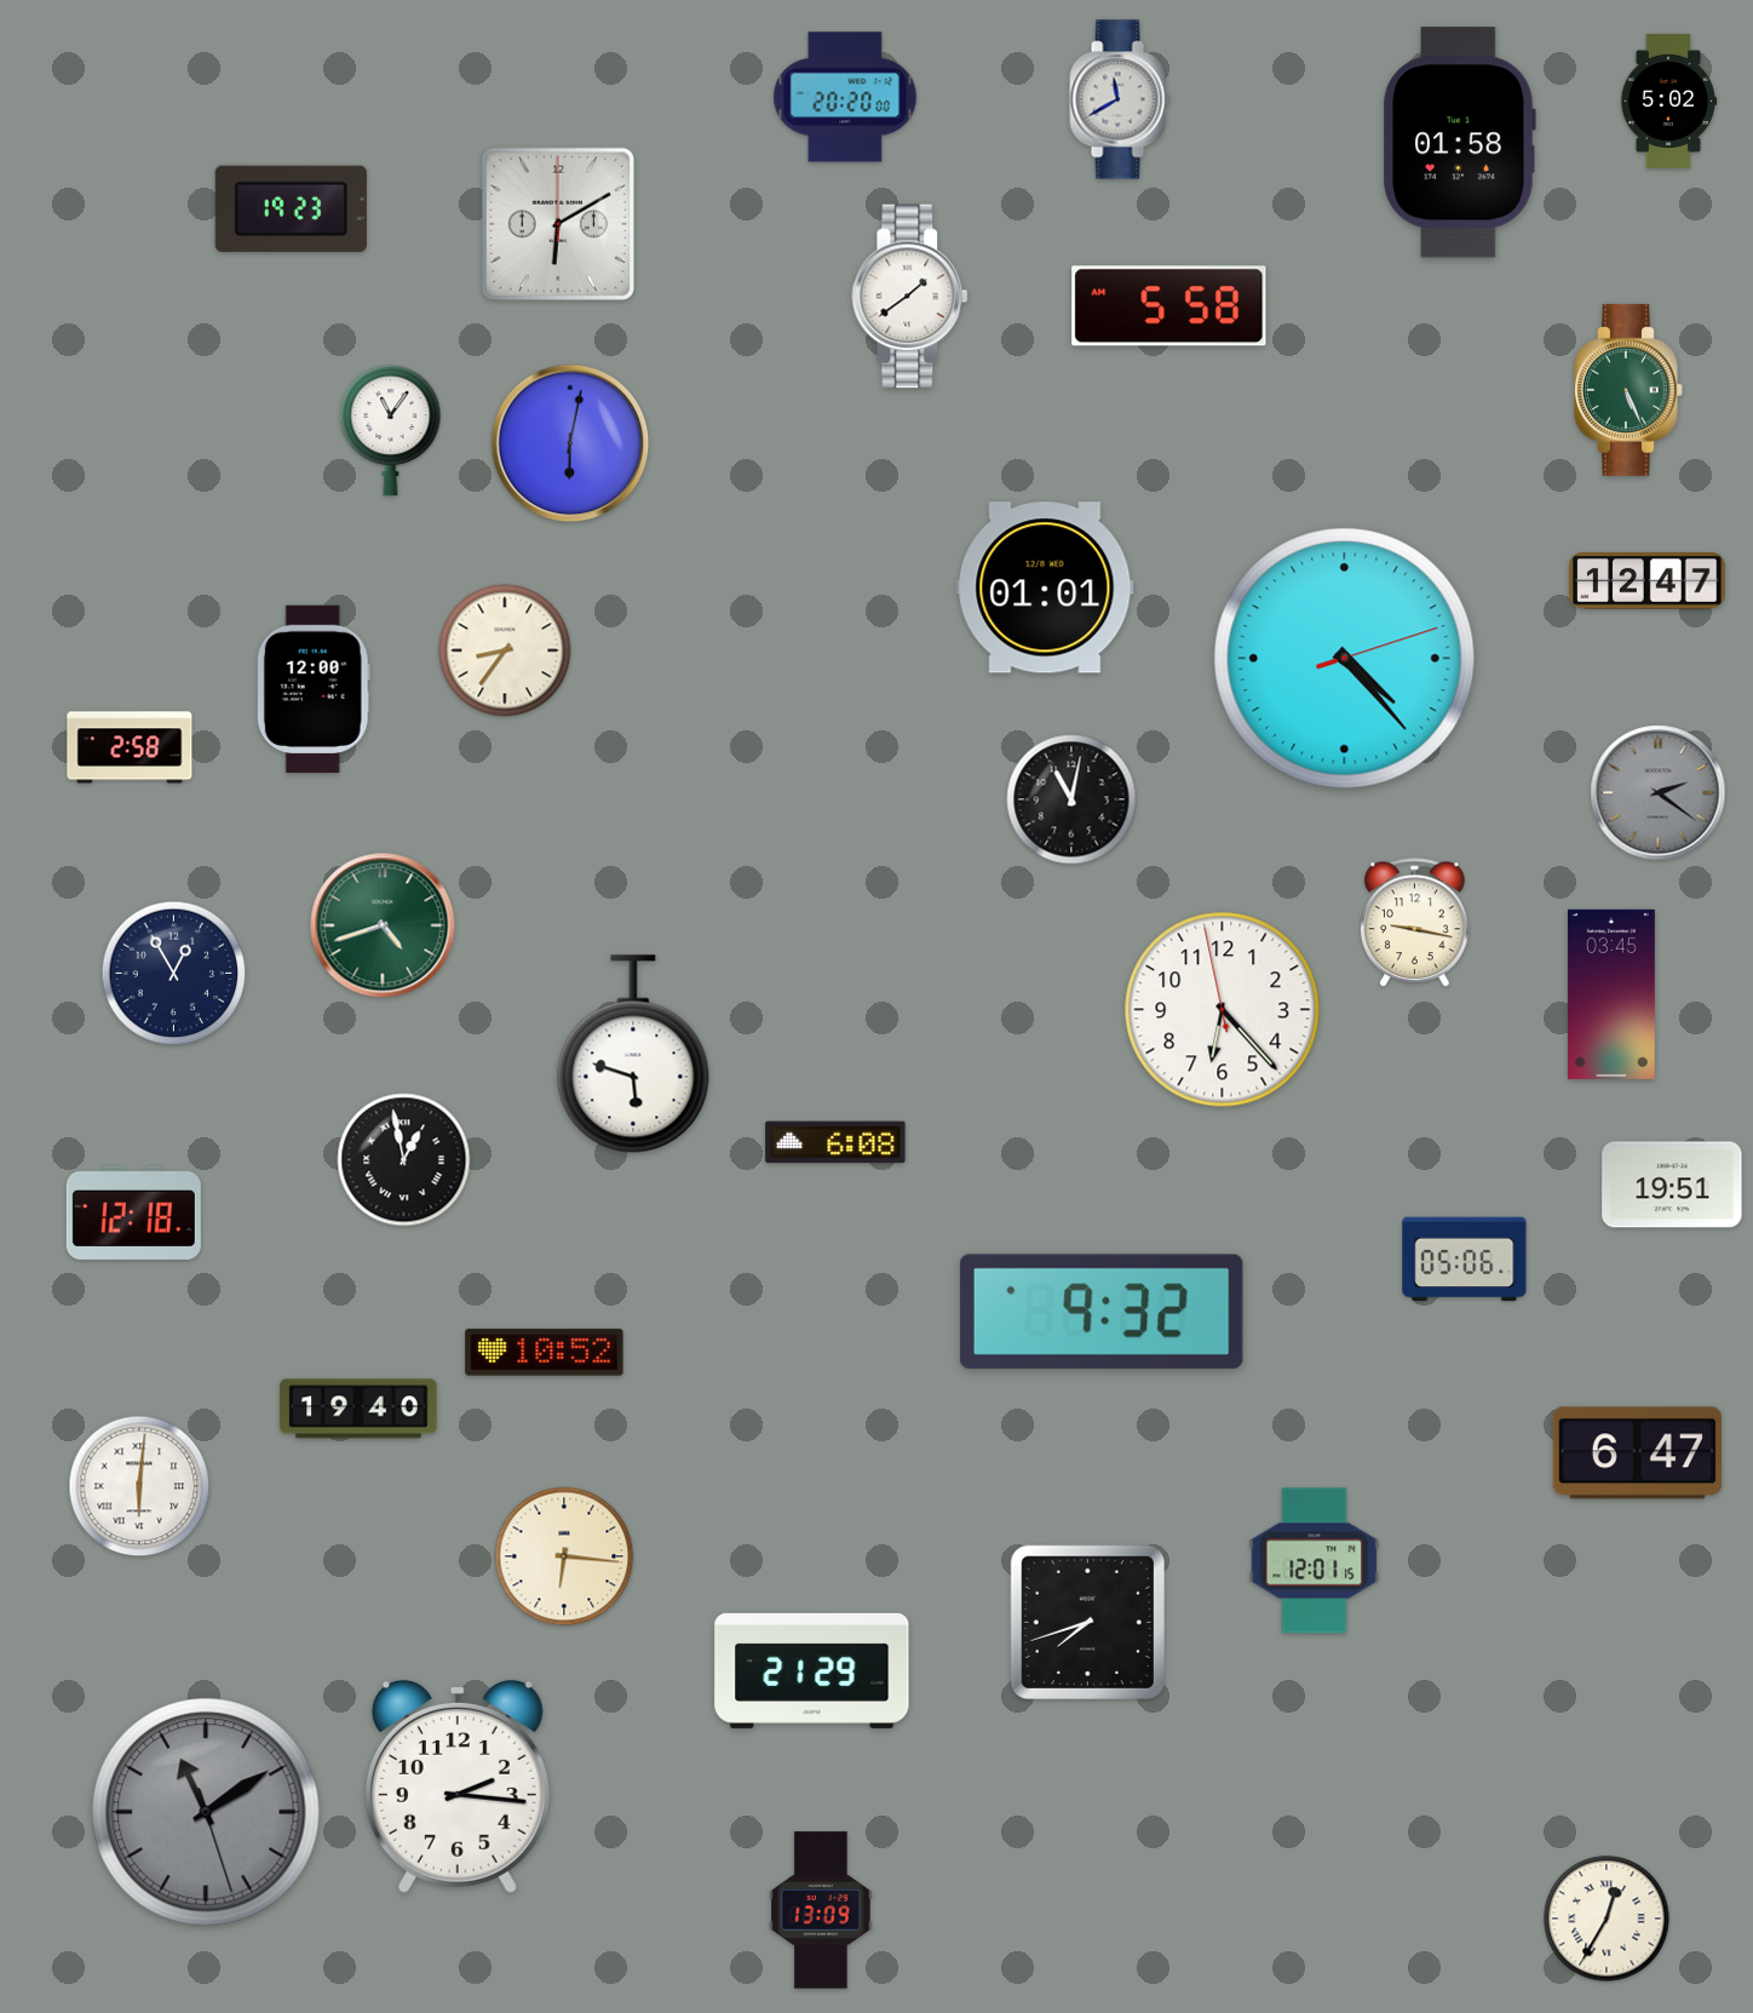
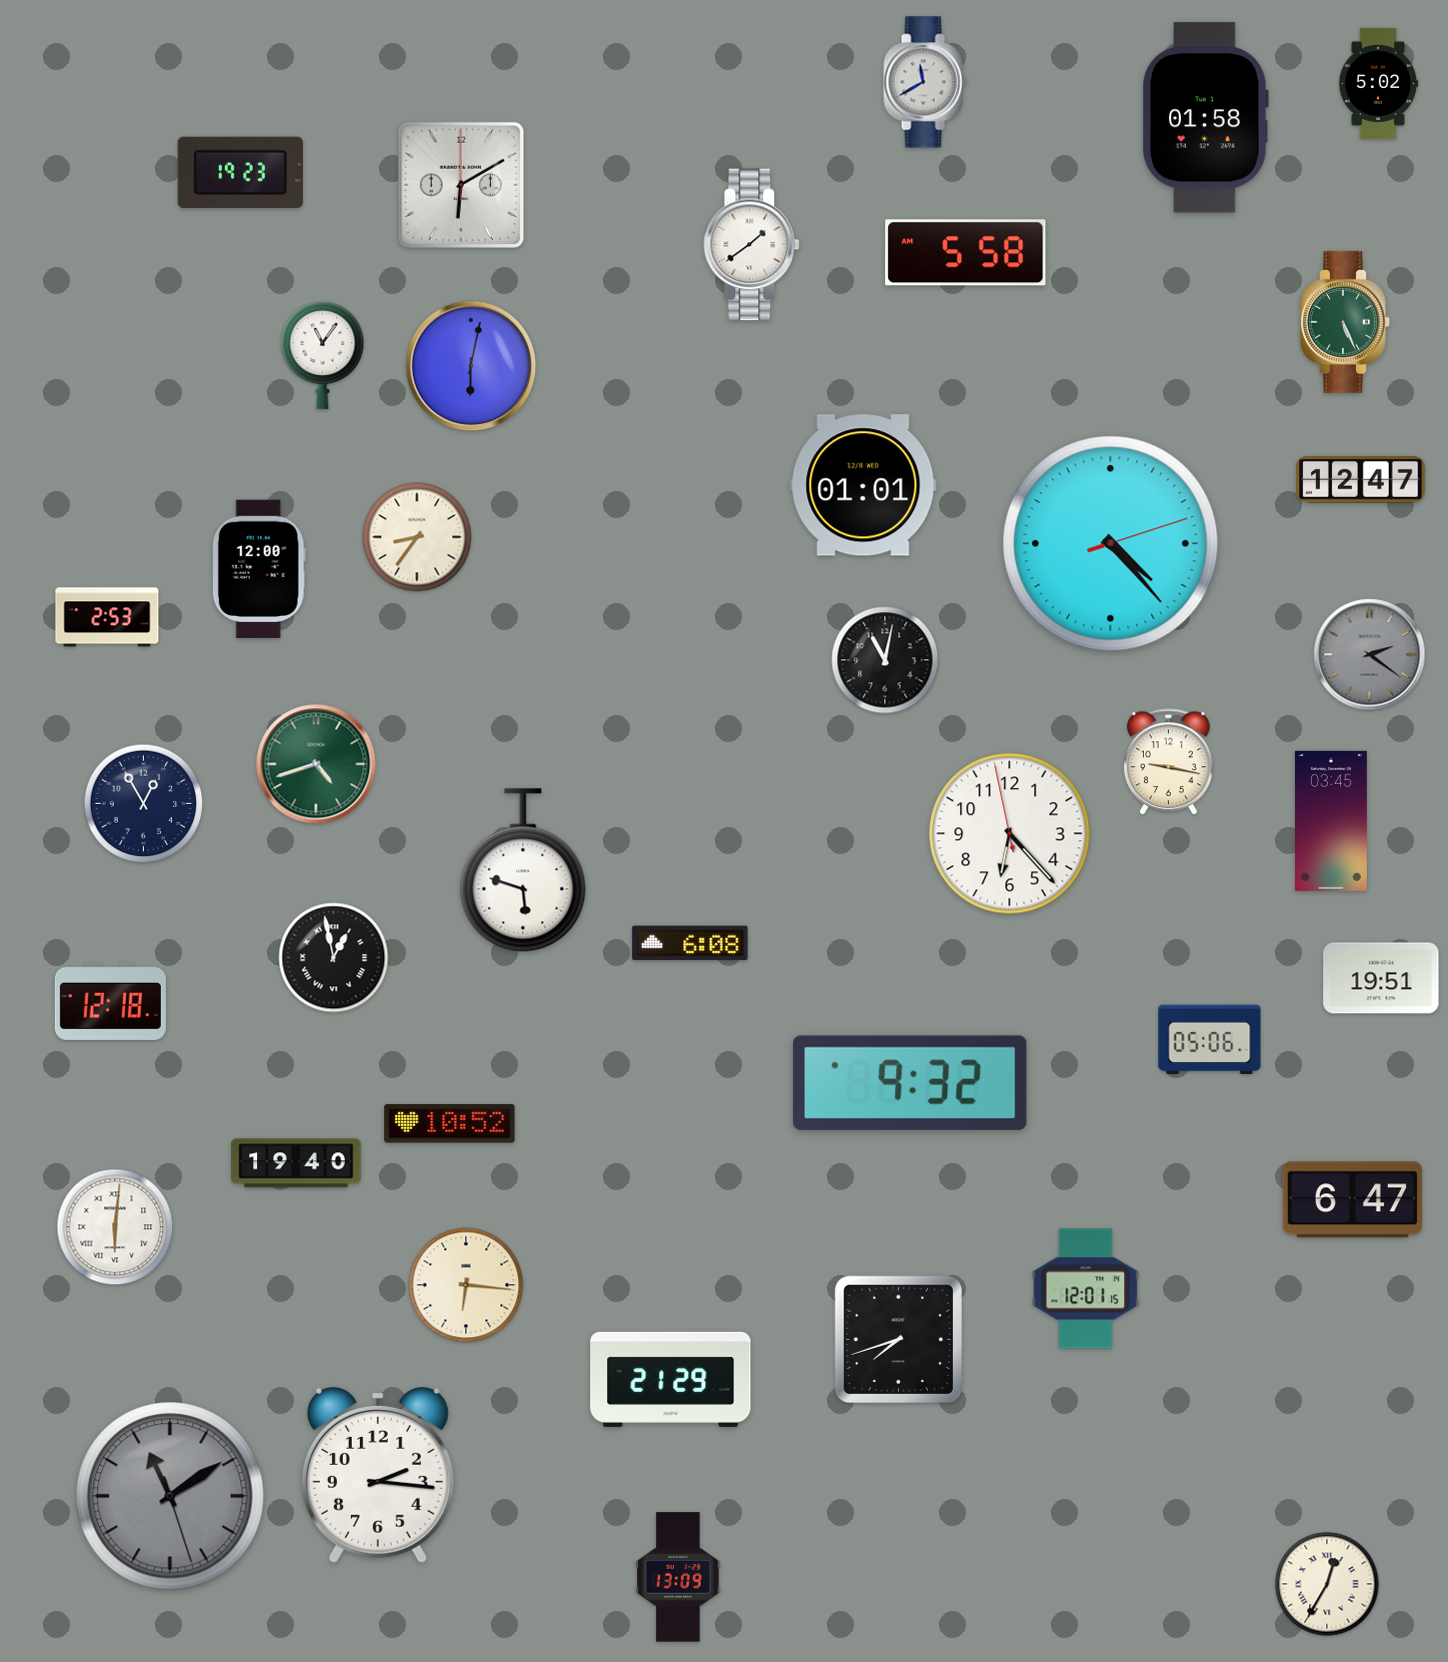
clock at (845, 97): 20:20 -> none
clock at (130, 747): 2:58 -> 2:53
clock at (545, 1353) position: (545, 1353) -> (450, 1124)
